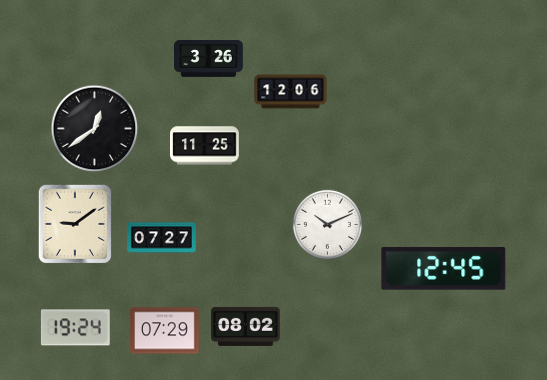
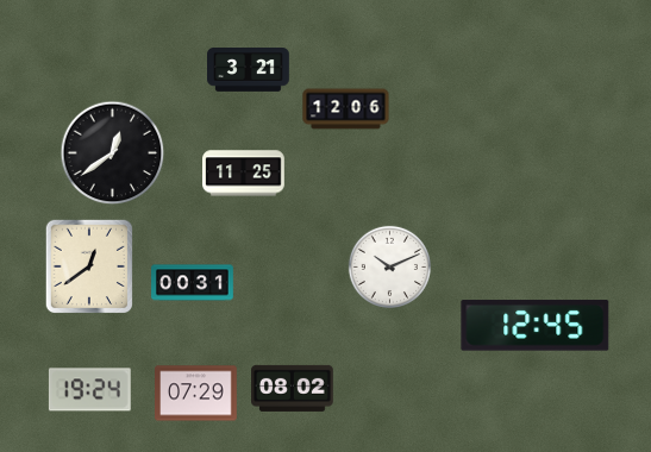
clock at (209, 59): 3:26 -> 3:21
clock at (74, 223): 9:09 -> 12:39
clock at (162, 238): 07:27 -> 00:31
clock at (444, 269) position: (444, 269) -> (536, 326)
